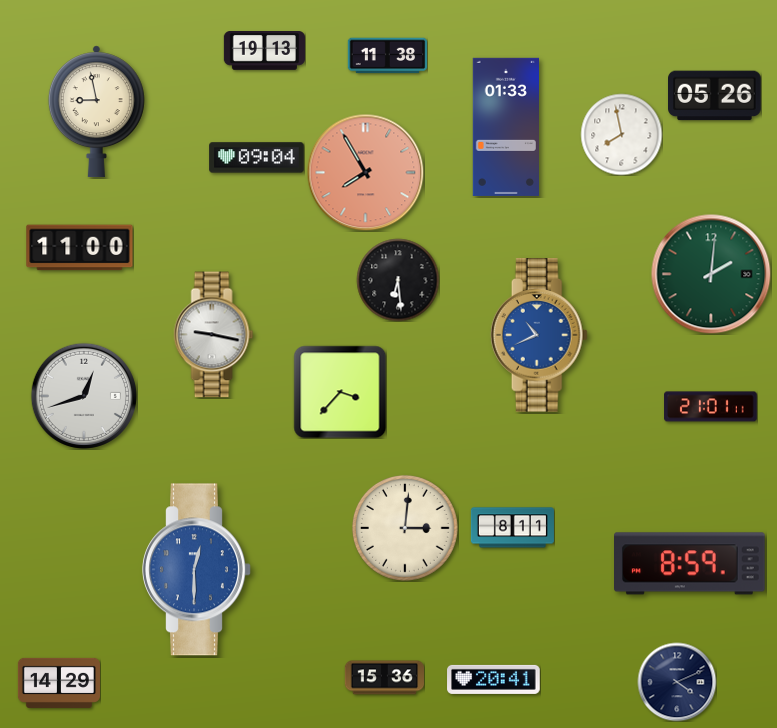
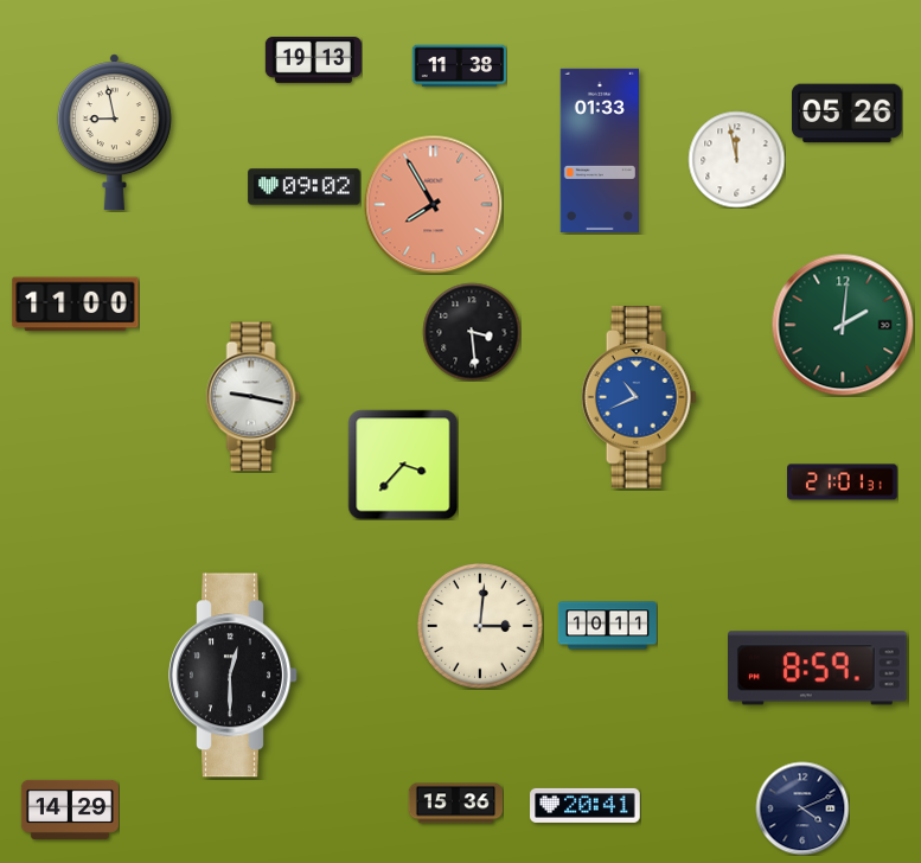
clock at (621, 134): 7:58 -> 11:58
clock at (257, 158): 09:04 -> 09:02
clock at (80, 248) position: (80, 248) -> (76, 305)
clock at (398, 280): 6:29 -> 3:29
clock at (83, 395): 12:42 -> none
clock at (711, 407): 21:01:11 -> 21:01:31
clock at (512, 528): 8:11 -> 10:11
clock at (197, 570) dial: blue -> black
